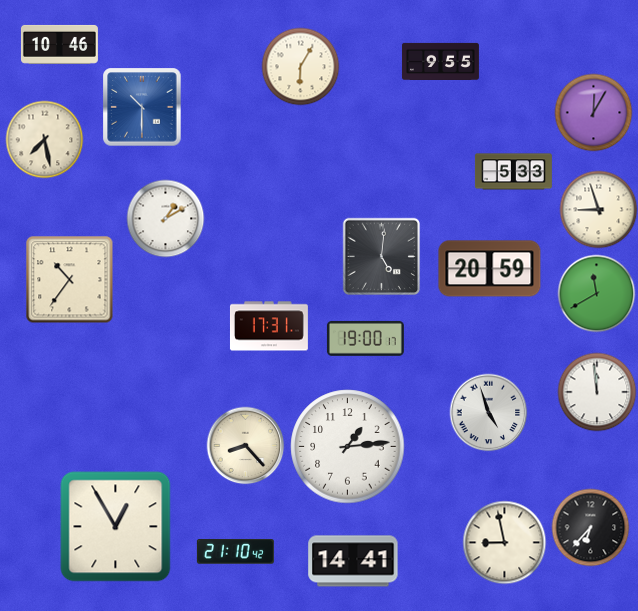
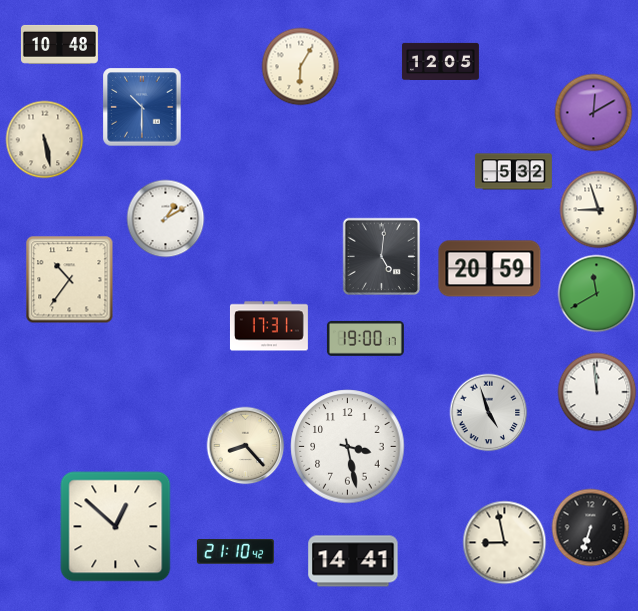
clock at (59, 44): 10:46 -> 10:48
clock at (440, 61): 9:55 -> 12:05
clock at (593, 112): 12:05 -> 12:10
clock at (44, 139): 7:28 -> 5:28
clock at (513, 172): 5:33 -> 5:32
clock at (348, 447): 1:14 -> 3:28
clock at (116, 527): 12:55 -> 12:52
clock at (590, 527): 6:37 -> 6:33
